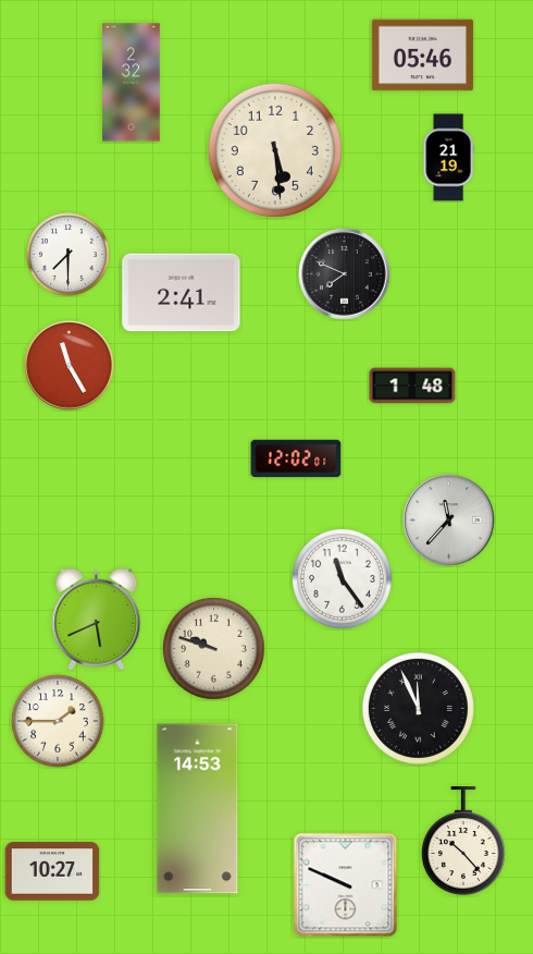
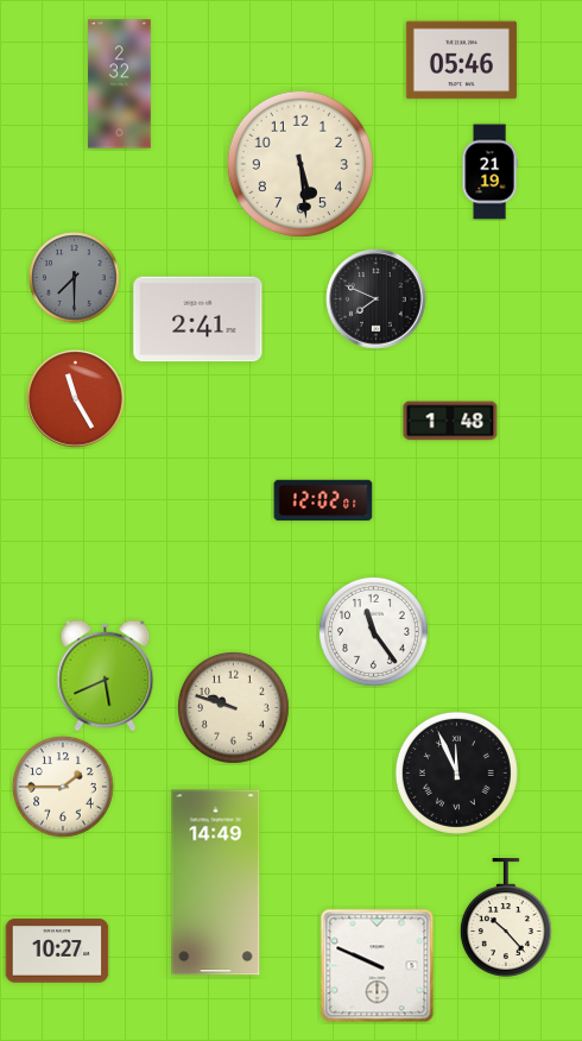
clock at (132, 83) position: (132, 83) -> (120, 84)
clock at (69, 255) dial: white -> grey
clock at (449, 521): 11:37 -> none
clock at (198, 809): 14:53 -> 14:49
